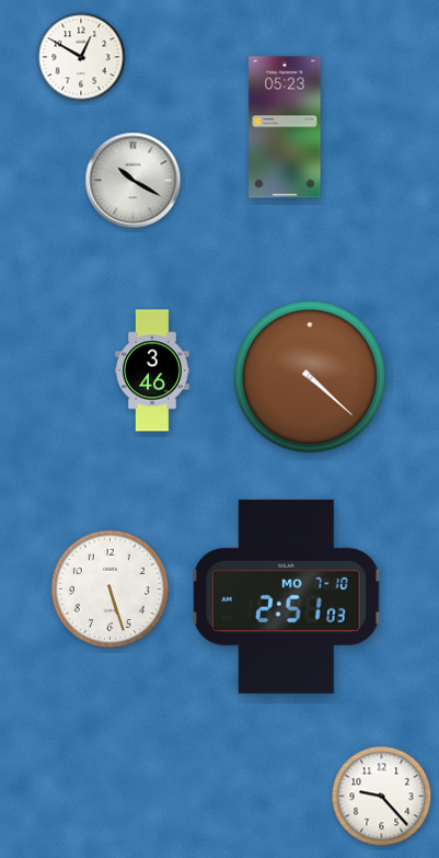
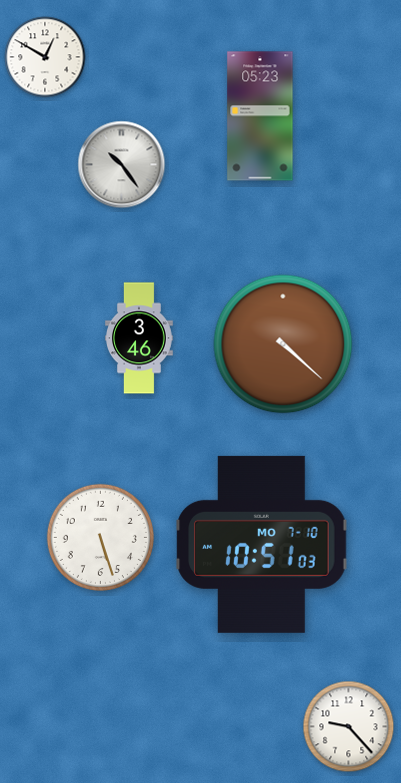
clock at (81, 57) position: (81, 57) -> (45, 57)
clock at (134, 181): 10:20 -> 10:24
clock at (287, 596): 2:51 -> 10:51
